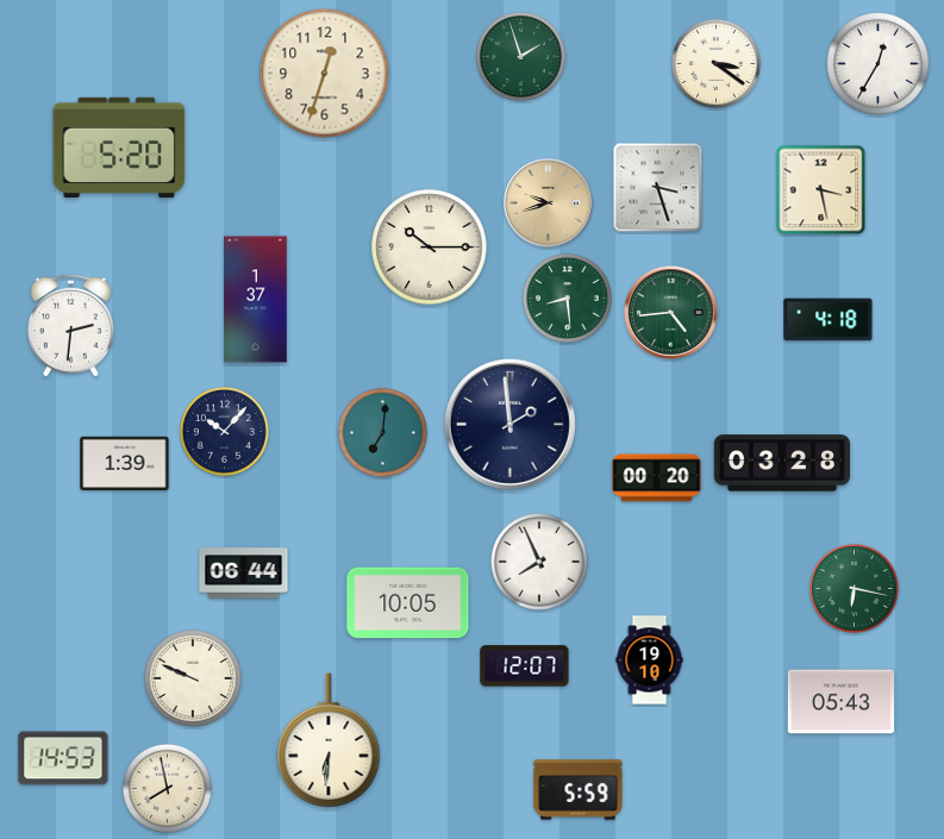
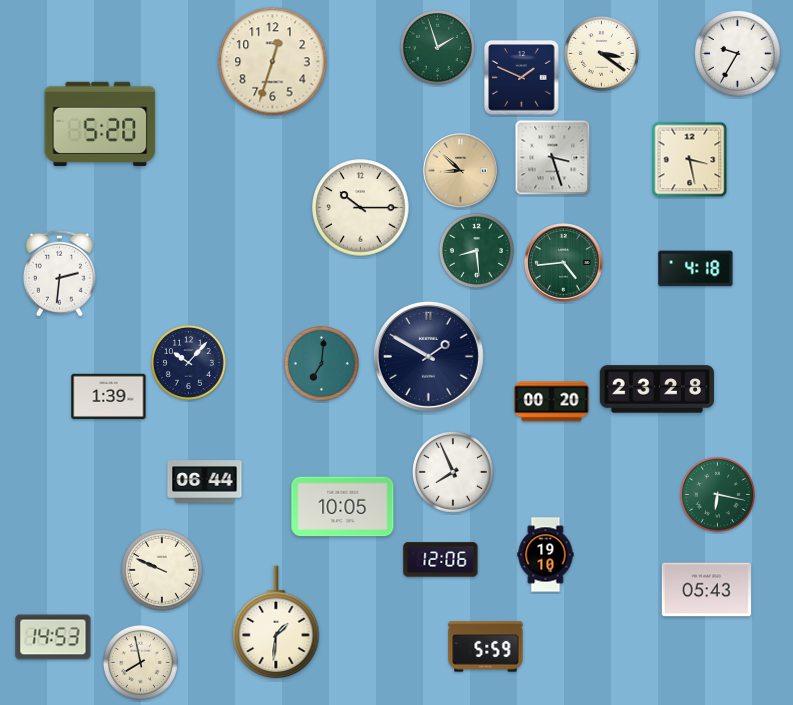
clock at (879, 64): 12:35 -> 9:35
clock at (522, 78): none -> 1:49
clock at (549, 204): 9:42 -> 8:52
clock at (256, 300): 1:37 -> none
clock at (509, 424): 1:59 -> 1:50
clock at (125, 463) position: (125, 463) -> (109, 396)
clock at (782, 463): 03:28 -> 23:28
clock at (525, 666): 12:07 -> 12:06
clock at (329, 741): 6:31 -> 1:31
clock at (579, 790) position: (579, 790) -> (486, 647)
